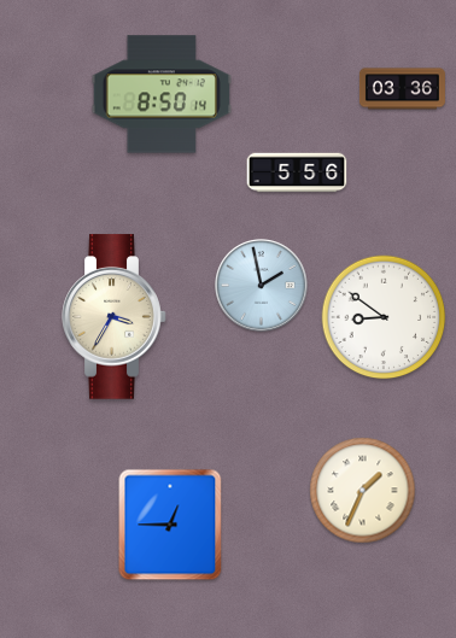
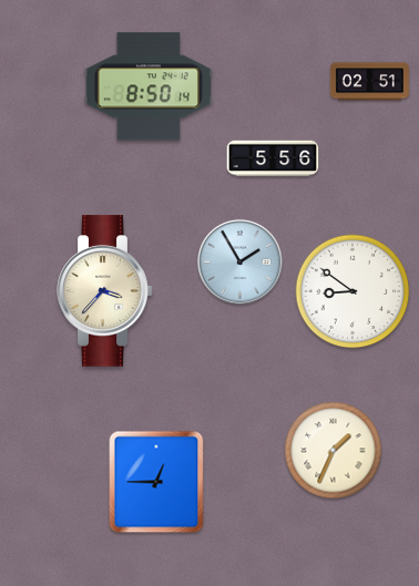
clock at (402, 89): 03:36 -> 02:51
clock at (262, 286): 1:58 -> 1:55
clock at (115, 317): 3:35 -> 3:37
